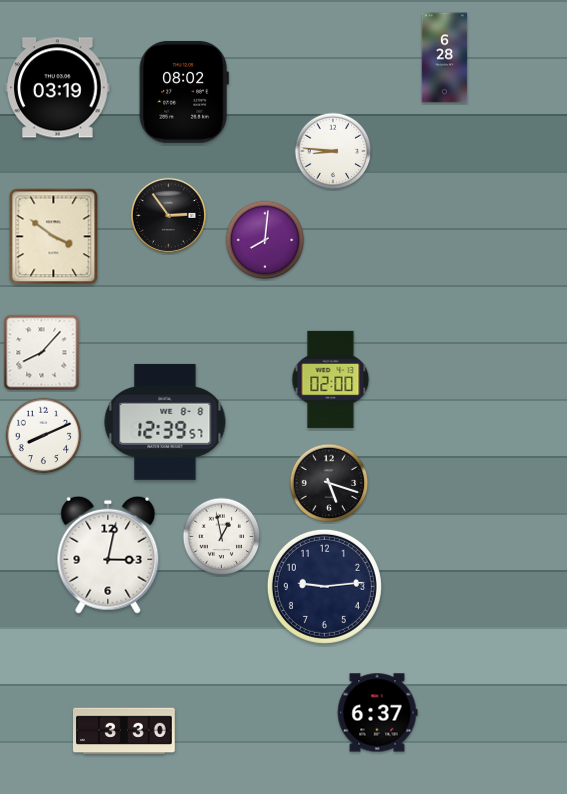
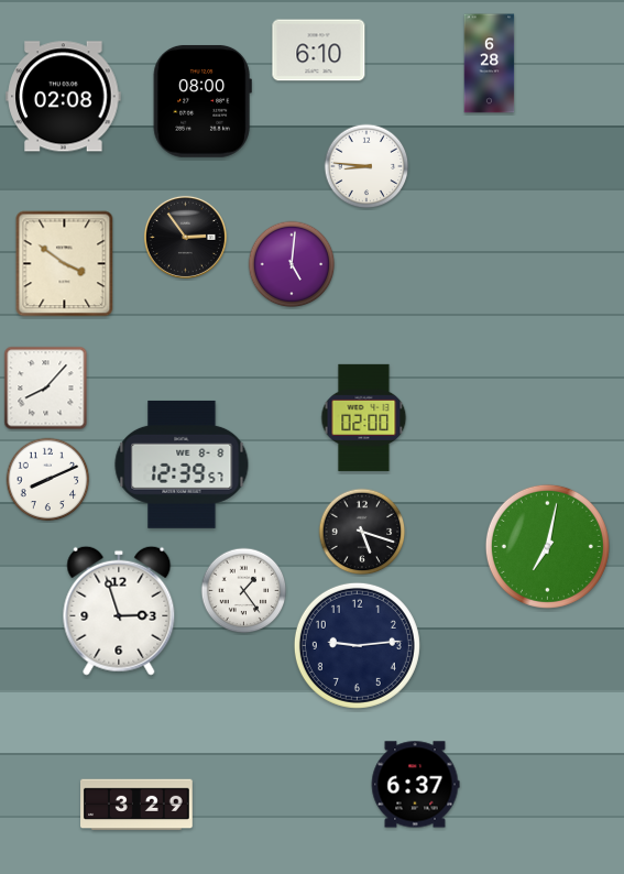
clock at (319, 51): none -> 6:10
clock at (58, 88): 03:19 -> 02:08
clock at (184, 92): 08:02 -> 08:00
clock at (54, 237) position: (54, 237) -> (65, 264)
clock at (265, 240): 8:01 -> 5:01
clock at (547, 546): none -> 7:02
clock at (222, 537): 12:58 -> 1:24
clock at (108, 555): 3:02 -> 2:57
clock at (125, 731): 3:30 -> 3:29
